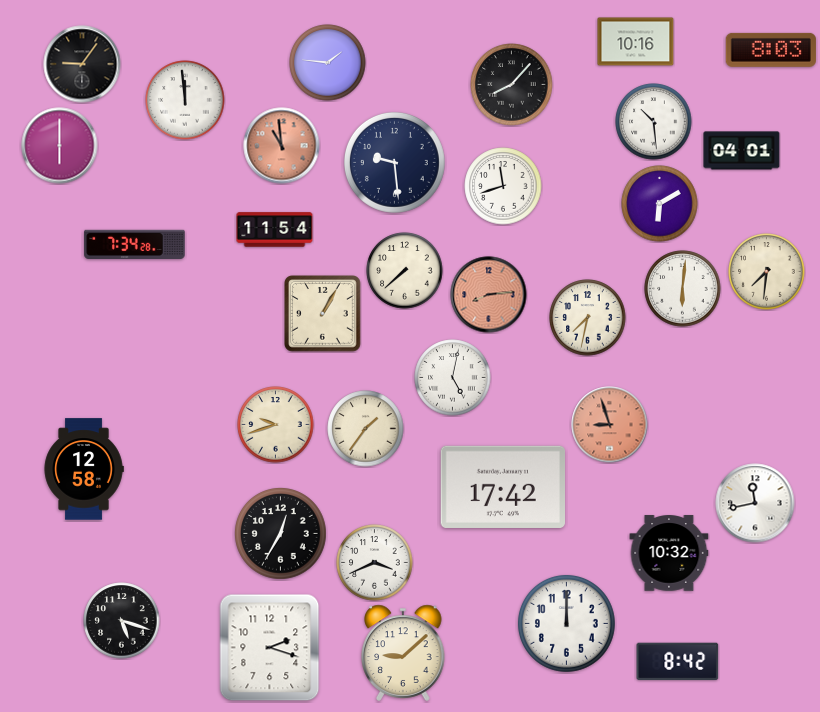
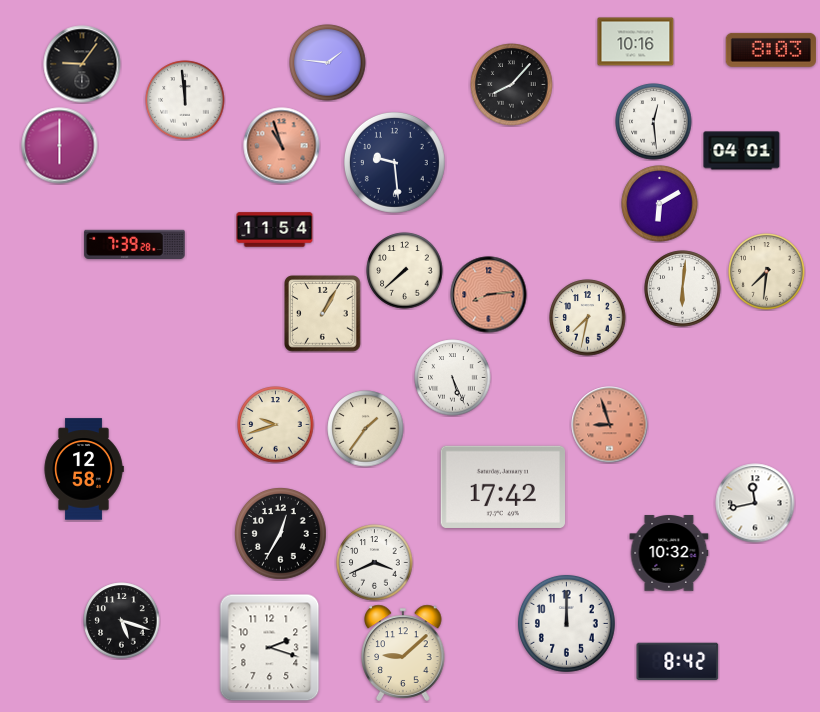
clock at (654, 122): 10:29 -> 12:29
clock at (282, 146): 10:59 -> 10:57
clock at (503, 186): 11:42 -> none
clock at (135, 244): 7:34 -> 7:39
clock at (453, 378): 5:02 -> 5:26
